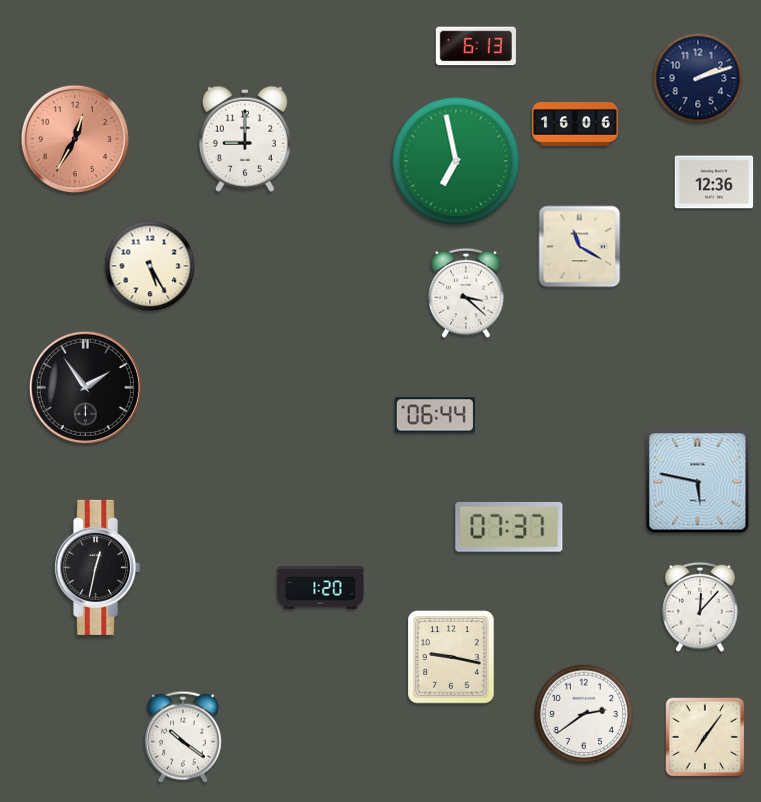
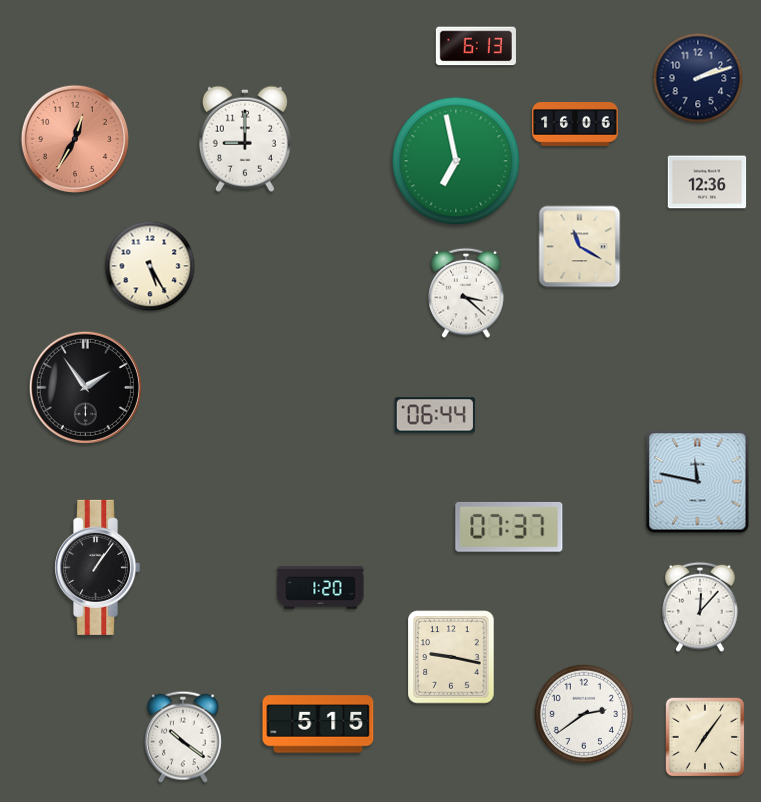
clock at (714, 182) position: (714, 182) -> (707, 182)
clock at (698, 482): 5:47 -> 11:47
clock at (98, 567): 12:32 -> 1:06
clock at (318, 724): none -> 5:15
